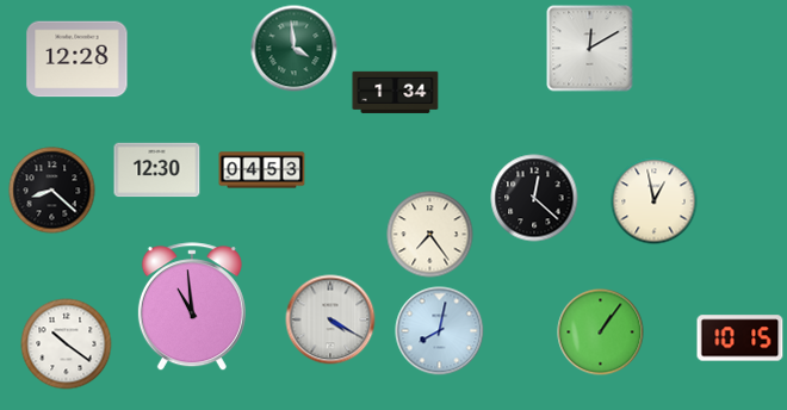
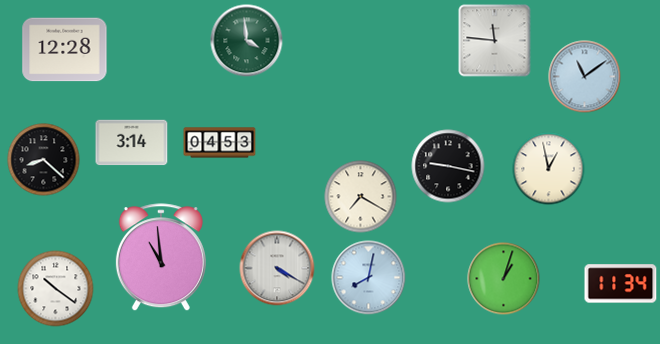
clock at (590, 49): 12:10 -> 11:46
clock at (396, 92): 1:34 -> none
clock at (585, 77): none -> 11:09
clock at (157, 170): 12:30 -> 3:14
clock at (534, 198): 12:22 -> 9:17
clock at (430, 235): 7:24 -> 7:20
clock at (601, 333): 1:06 -> 1:03
clock at (740, 338): 10:15 -> 11:34
